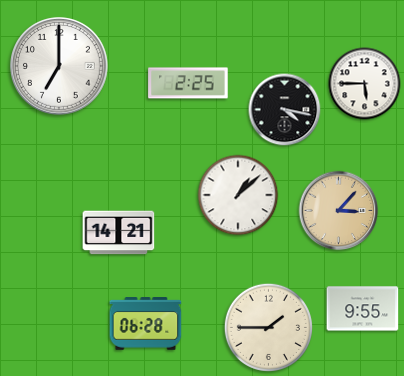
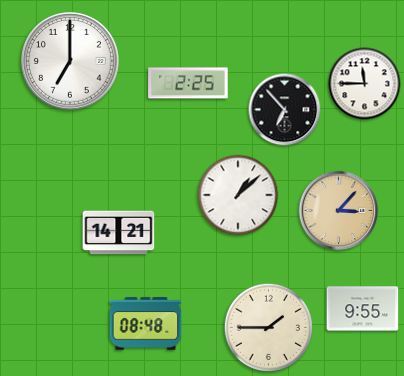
clock at (60, 67) position: (60, 67) -> (71, 62)
clock at (365, 84): 5:45 -> 11:45
clock at (285, 110): 4:17 -> 6:53
clock at (146, 324): 06:28 -> 08:48
